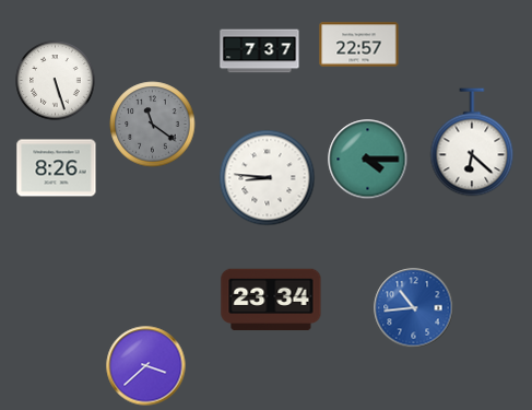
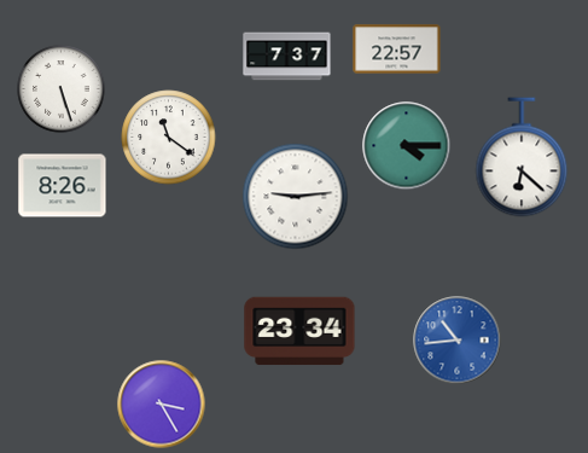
clock at (153, 125) dial: grey -> white
clock at (368, 160) position: (368, 160) -> (407, 146)
clock at (268, 178): 8:46 -> 9:14
clock at (146, 366): 3:38 -> 3:25
